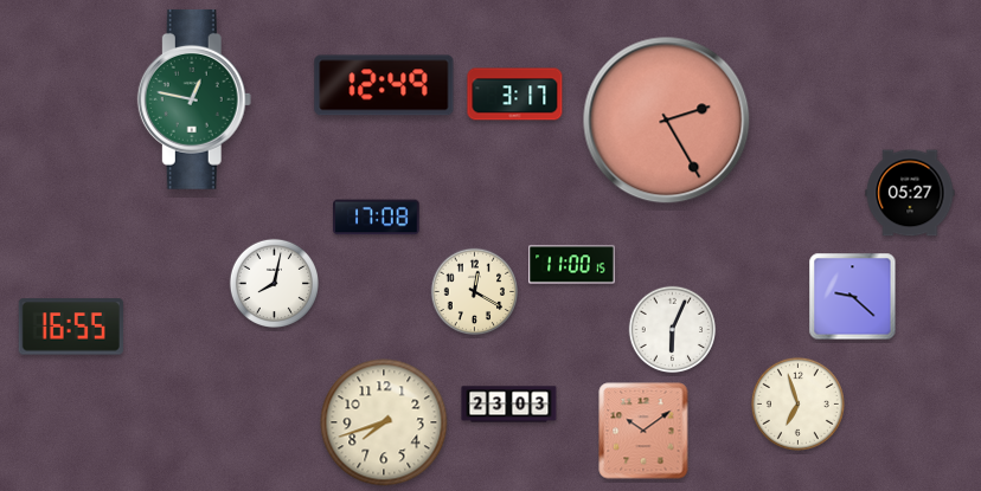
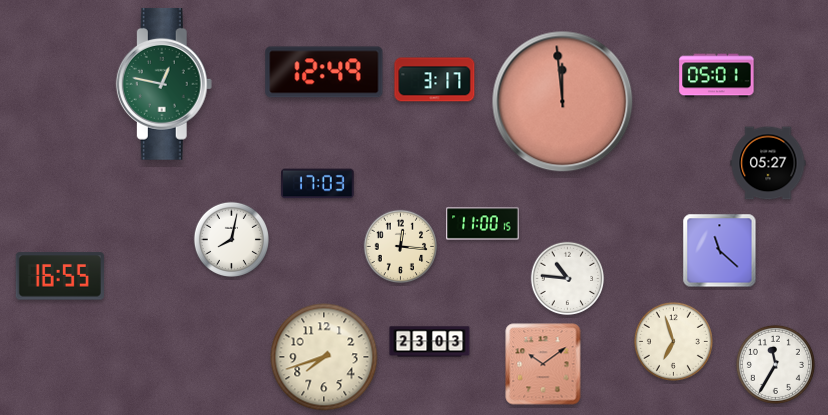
clock at (717, 76): none -> 05:01
clock at (667, 121): 2:25 -> 11:59
clock at (377, 218): 17:08 -> 17:03
clock at (475, 292): 12:20 -> 12:16
clock at (853, 297): 9:22 -> 11:22
clock at (673, 330): 6:04 -> 10:46
clock at (775, 364): none -> 11:35
